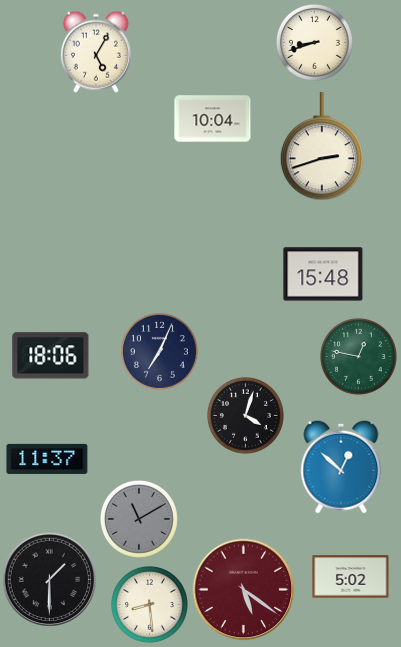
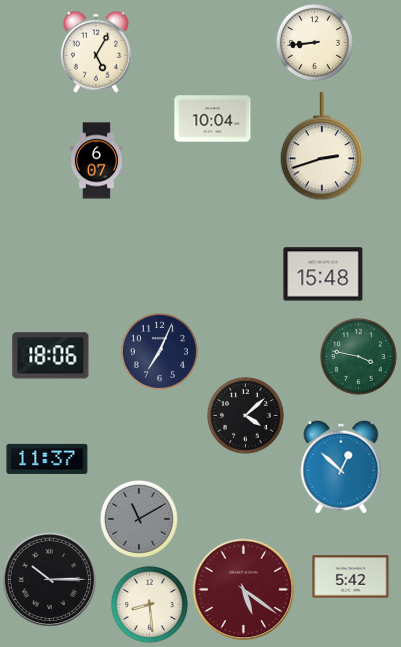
clock at (314, 42): 8:42 -> 8:44
clock at (96, 161): none -> 6:07
clock at (358, 356): 12:47 -> 3:47
clock at (245, 415): 4:03 -> 4:08
clock at (351, 577): 5:02 -> 5:42
clock at (49, 579): 1:30 -> 10:15
